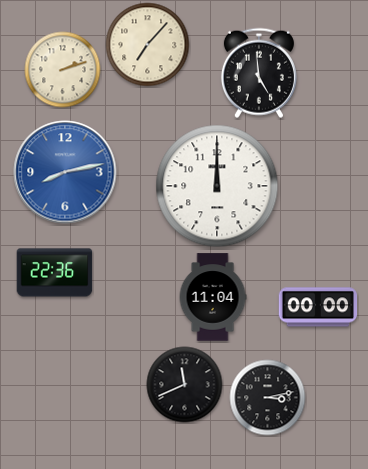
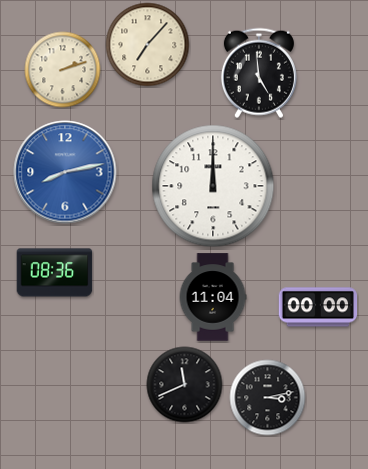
clock at (217, 186) position: (217, 186) -> (213, 186)
clock at (55, 273): 22:36 -> 08:36
